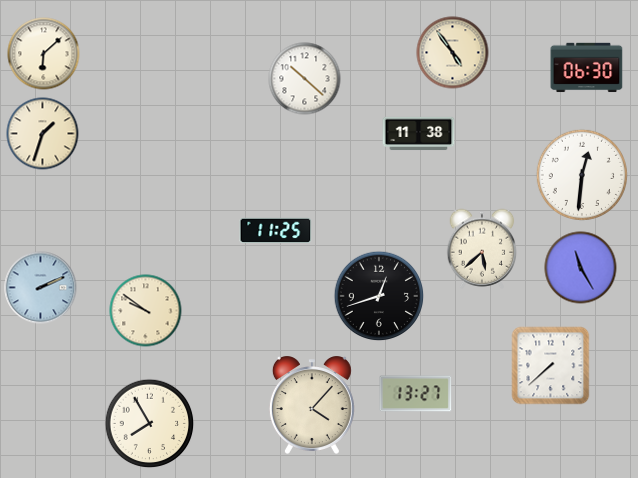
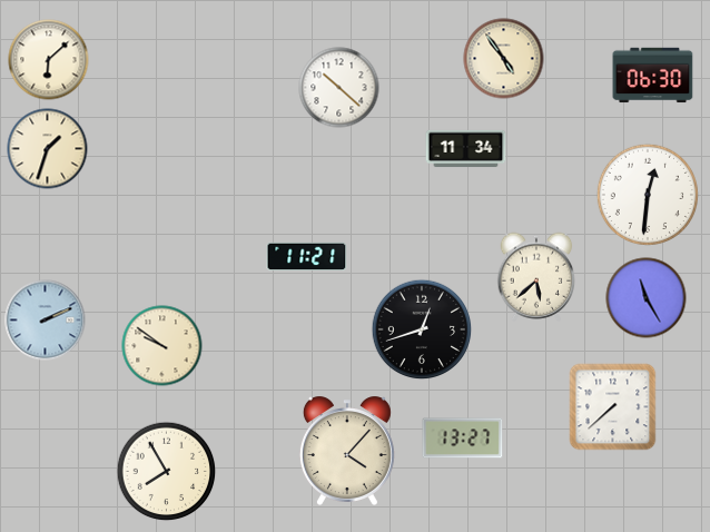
clock at (419, 134): 11:38 -> 11:34
clock at (276, 231): 11:25 -> 11:21
